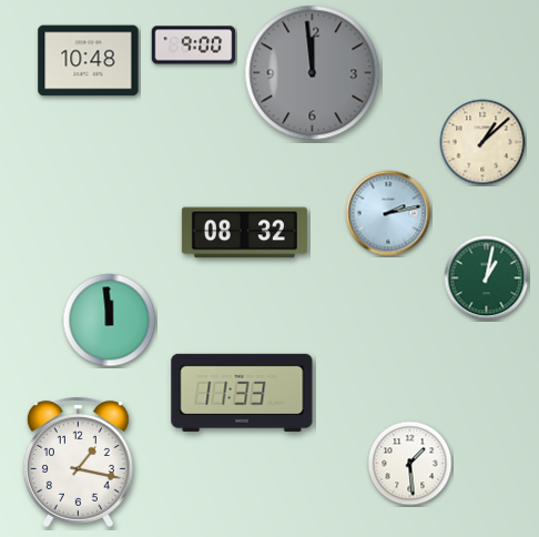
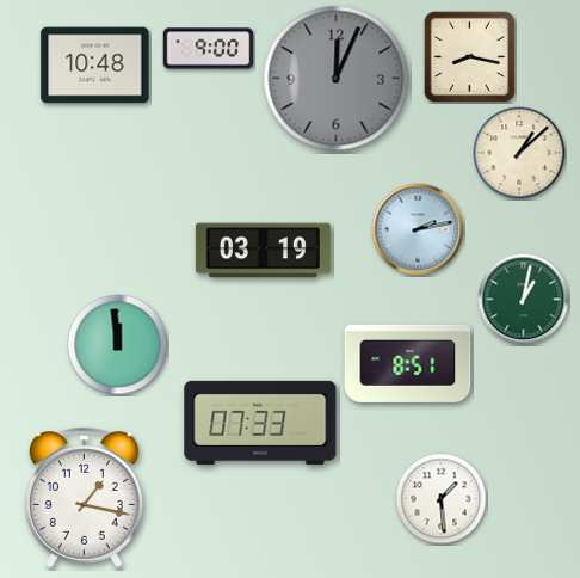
clock at (469, 56): none -> 8:17
clock at (313, 73): 11:59 -> 12:04
clock at (244, 233): 08:32 -> 03:19
clock at (408, 363): none -> 8:51
clock at (242, 393): 11:33 -> 07:33
